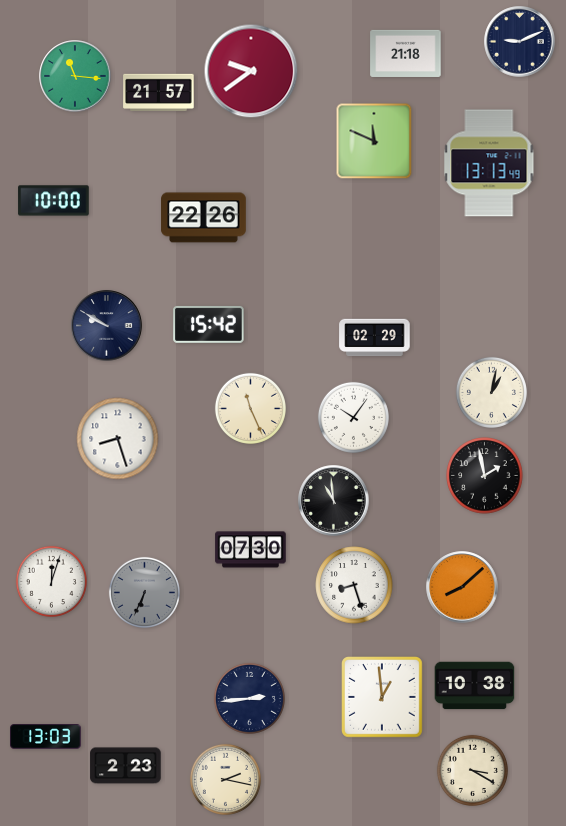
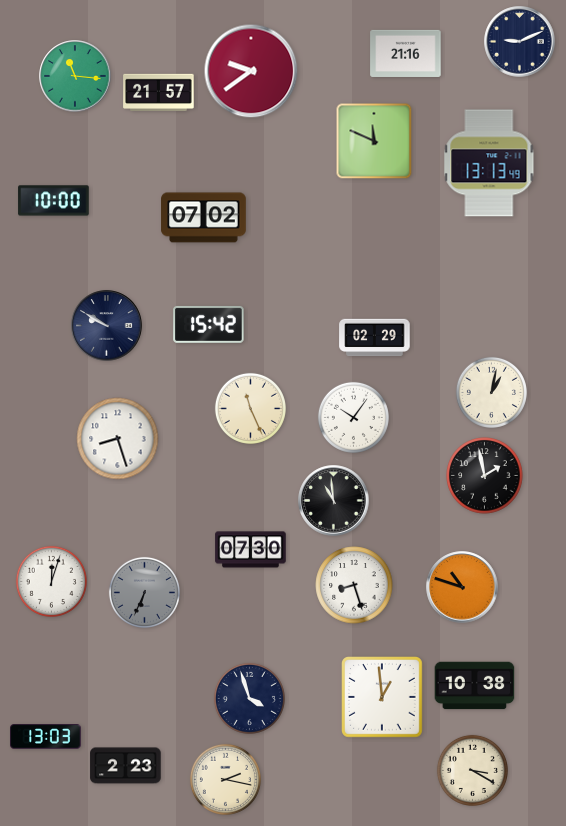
clock at (406, 53): 21:18 -> 21:16
clock at (204, 218): 22:26 -> 07:02
clock at (462, 587): 8:08 -> 10:48
clock at (249, 698): 2:44 -> 3:57
